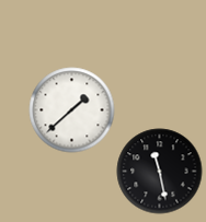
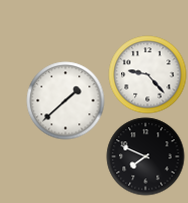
clock at (147, 74): none -> 9:23
clock at (159, 171): 11:28 -> 7:49
